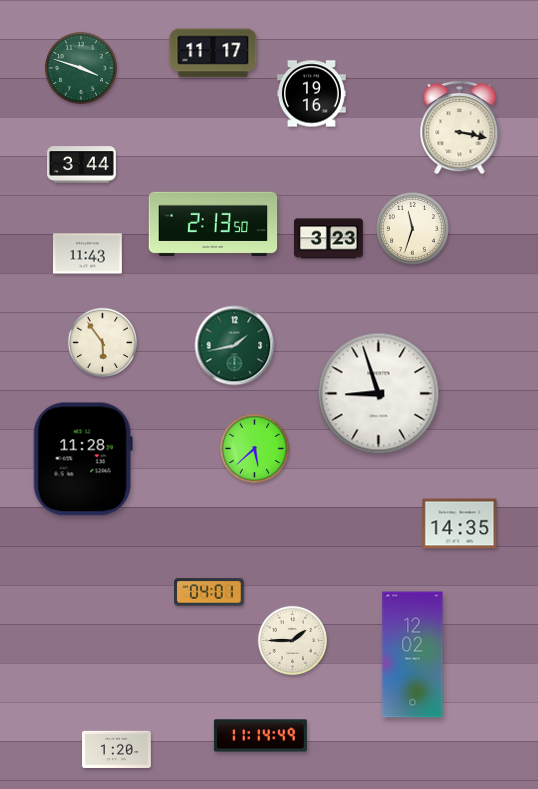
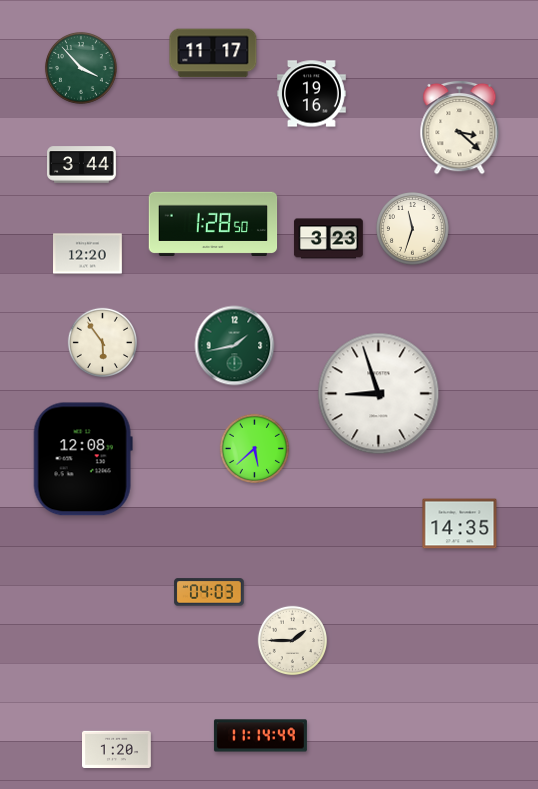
clock at (81, 68): 3:48 -> 3:53
clock at (460, 127): 3:17 -> 3:22
clock at (213, 223): 2:13 -> 1:28
clock at (88, 254): 11:43 -> 12:20
clock at (83, 459): 11:28 -> 12:08
clock at (209, 592): 04:01 -> 04:03
clock at (413, 655): 12:02 -> none
